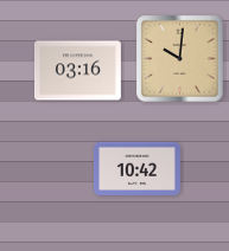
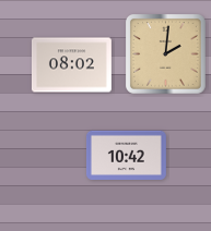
clock at (180, 59): 10:01 -> 2:01
clock at (77, 71): 03:16 -> 08:02
